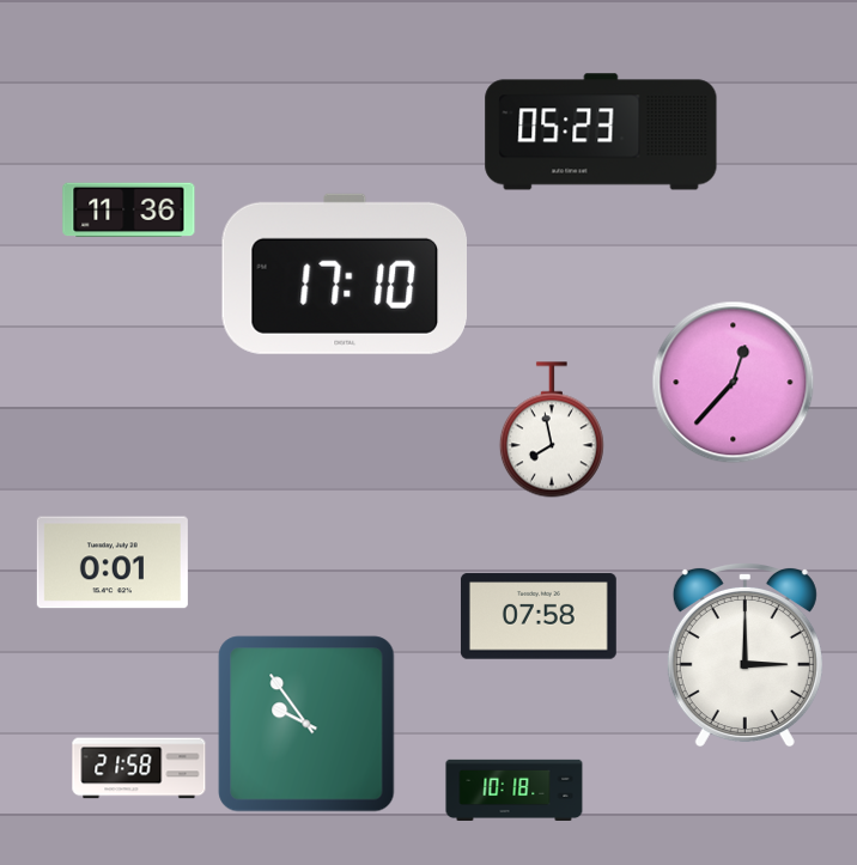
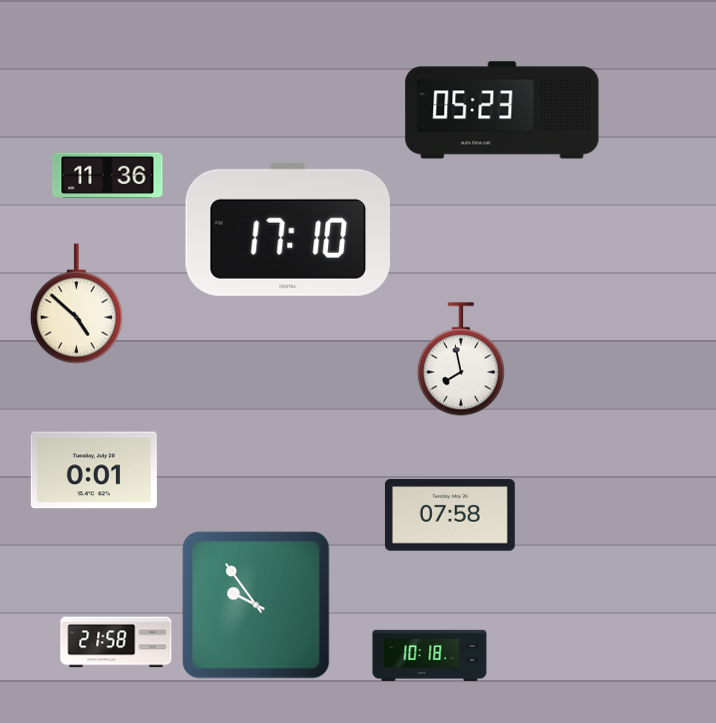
clock at (76, 304): none -> 4:52
clock at (734, 383): 12:37 -> none
clock at (744, 654): 3:00 -> none
clock at (515, 790) position: (515, 790) -> (430, 655)
